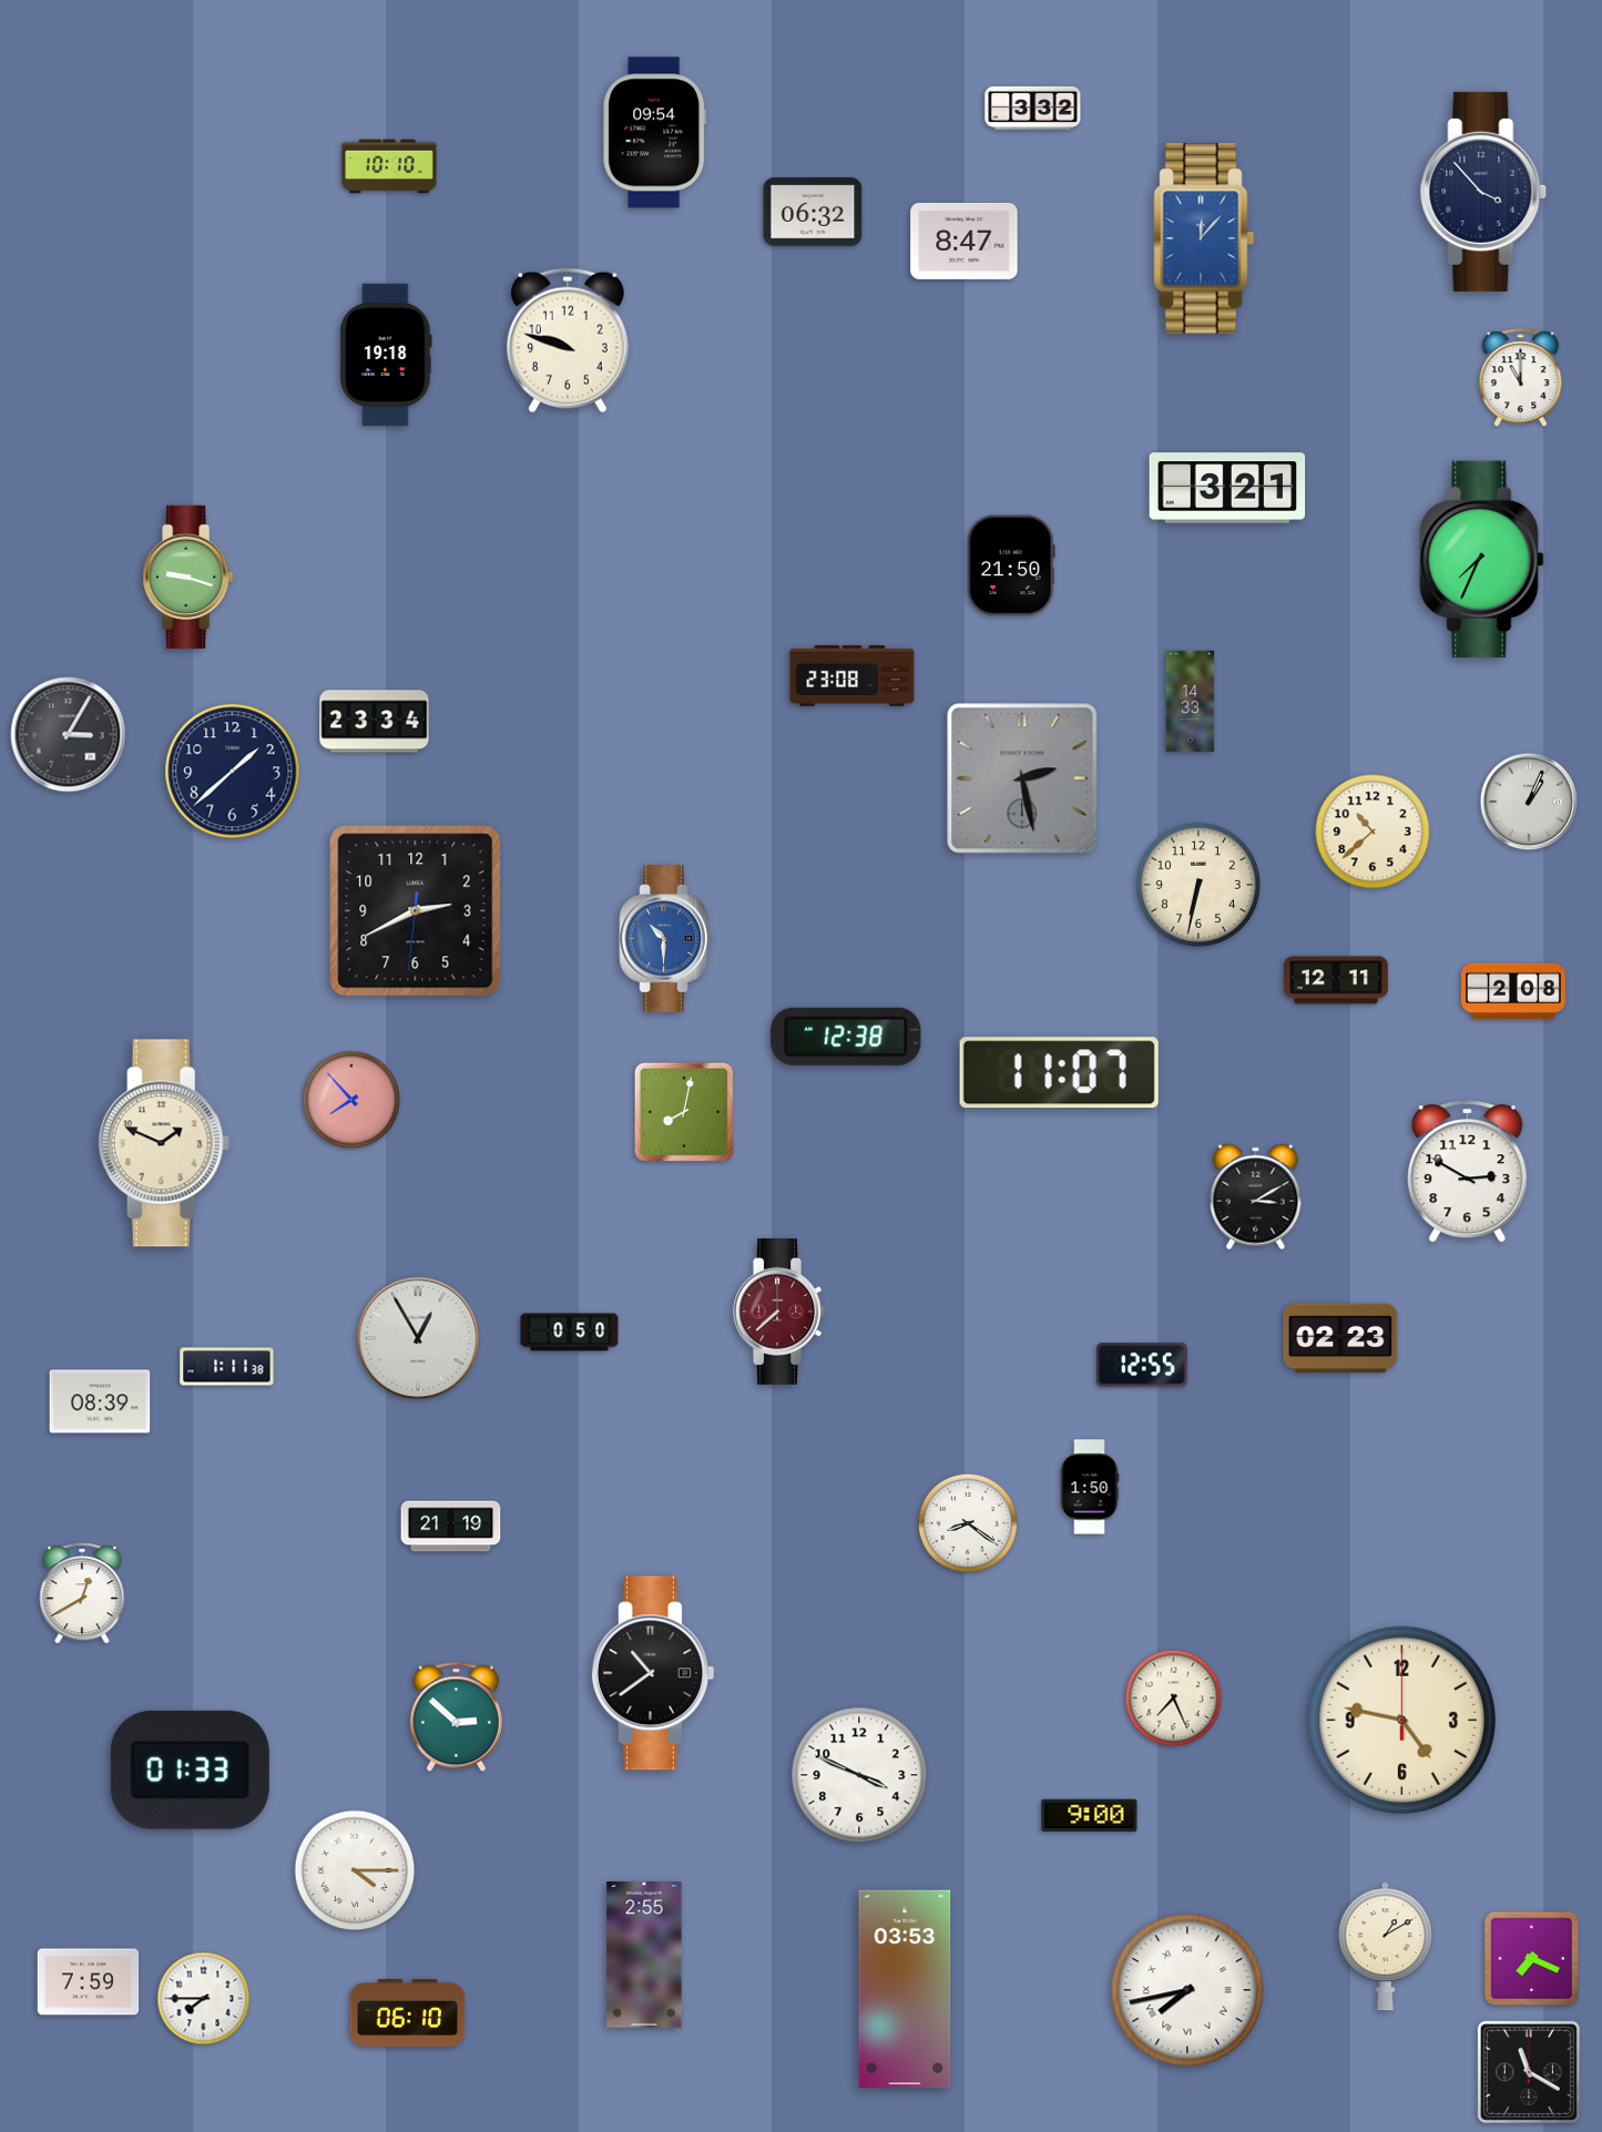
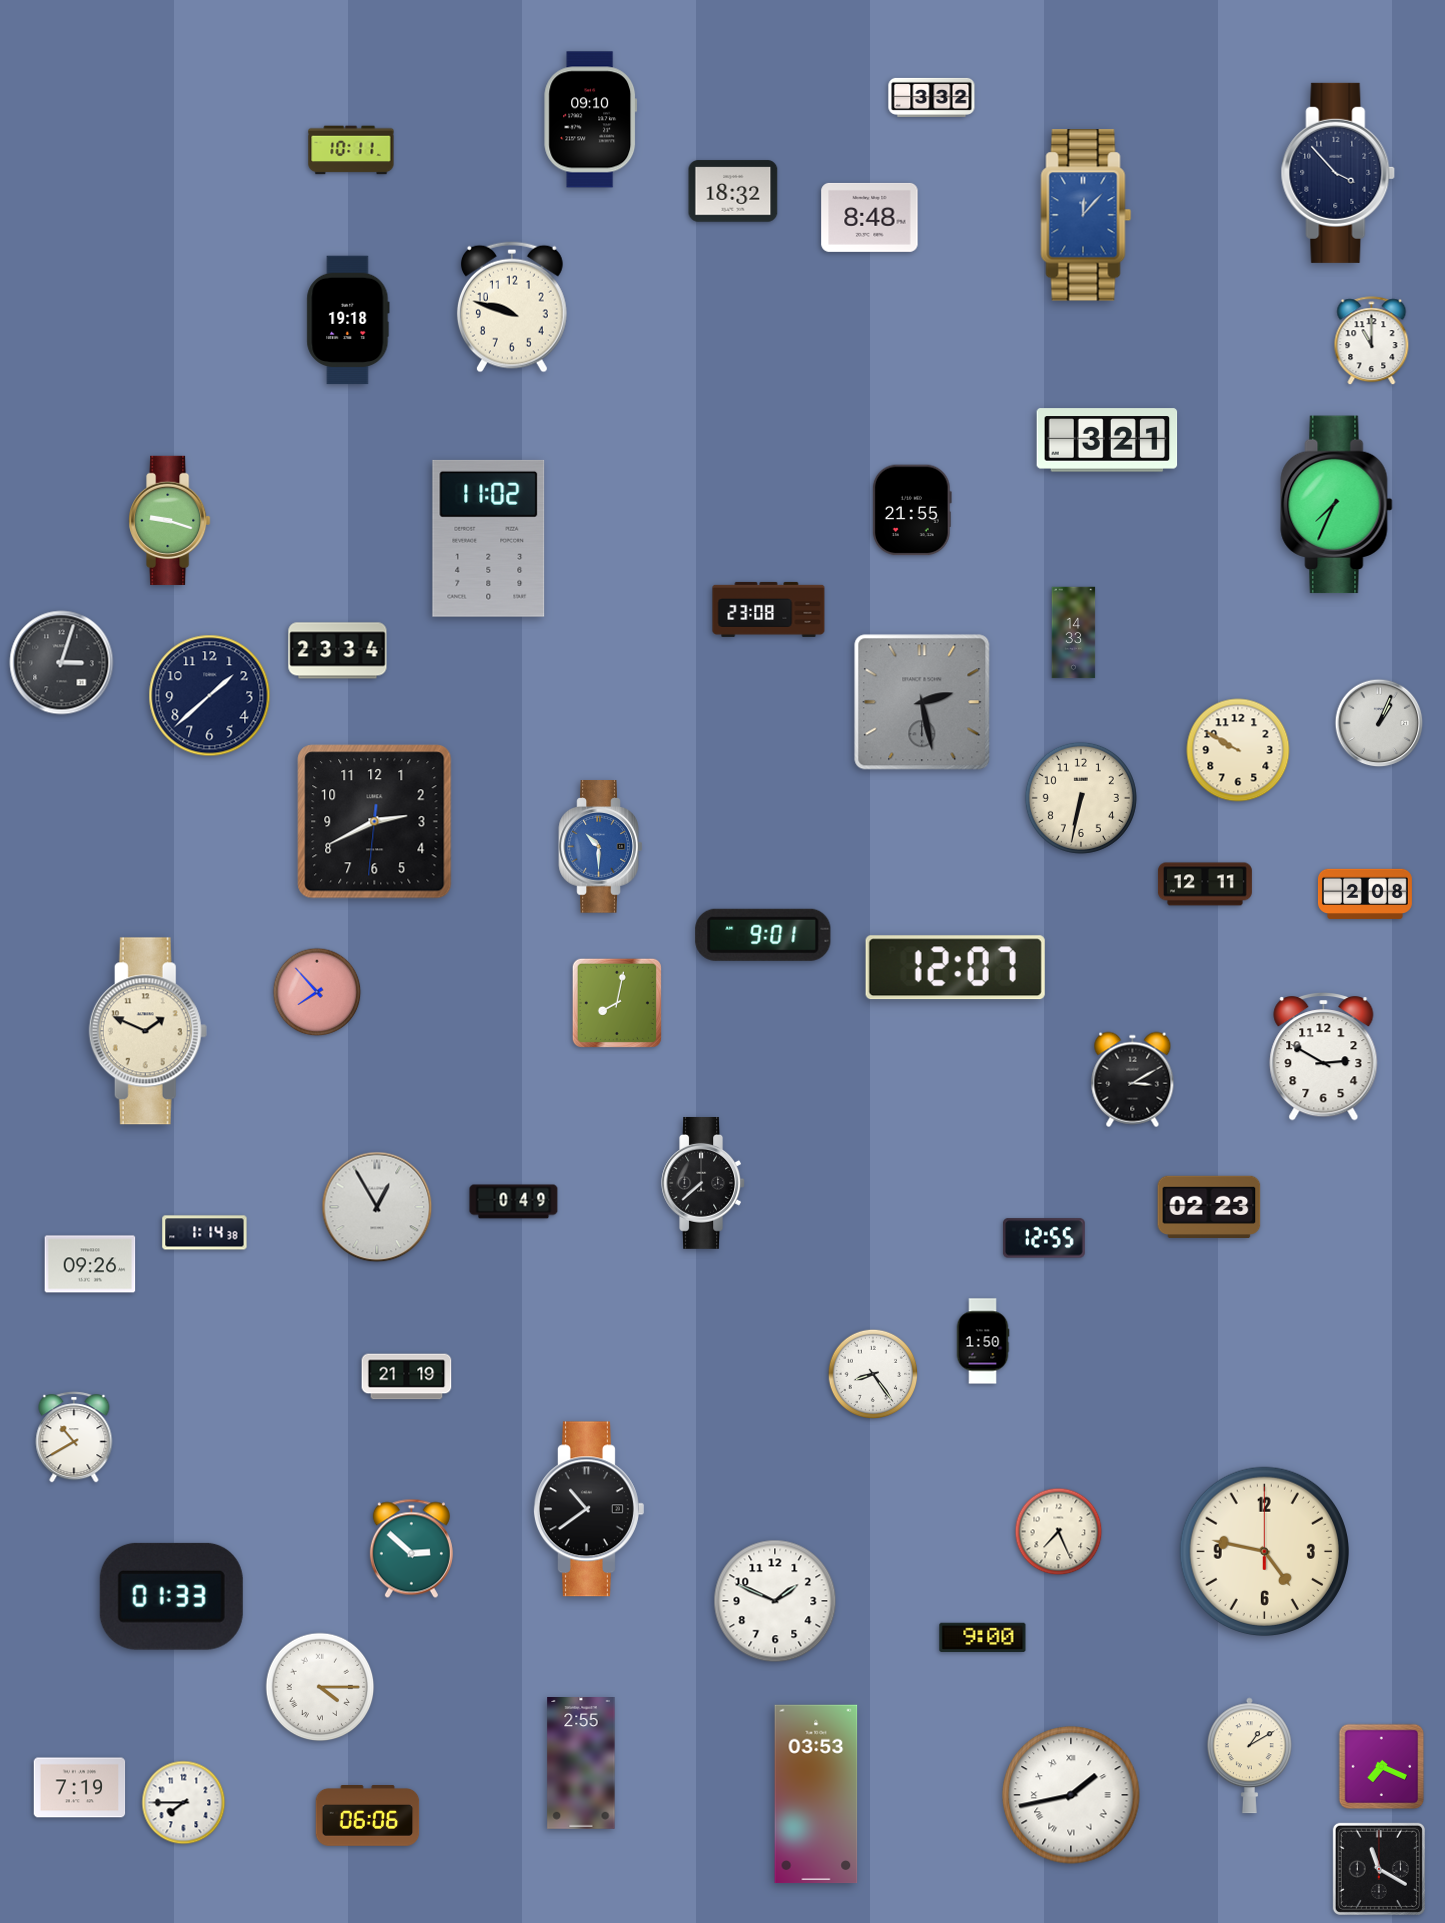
clock at (655, 133): 09:54 -> 09:10
clock at (389, 166): 10:10 -> 10:11
clock at (813, 212): 06:32 -> 18:32
clock at (965, 241): 8:47 -> 8:48
clock at (1011, 565): 21:50 -> 21:55
clock at (489, 538): none -> 11:02
clock at (69, 735): 3:05 -> 3:03
clock at (1373, 832): 10:38 -> 9:50
clock at (846, 1037): 12:38 -> 9:01
clock at (1059, 1073): 11:07 -> 12:07
clock at (779, 1312) dial: burgundy -> black
clock at (570, 1333): 0:50 -> 0:49
clock at (1142, 1365) position: (1142, 1365) -> (1044, 1238)
clock at (227, 1367): 1:11 -> 1:14
clock at (100, 1401): 08:39 -> 09:26
clock at (968, 1523): 8:21 -> 8:24
clock at (82, 1593): 12:40 -> 10:40
clock at (859, 1775): 3:49 -> 1:49
clock at (89, 1982): 7:59 -> 7:19
clock at (1187, 1990): 7:43 -> 1:43
clock at (408, 2013): 06:10 -> 06:06
